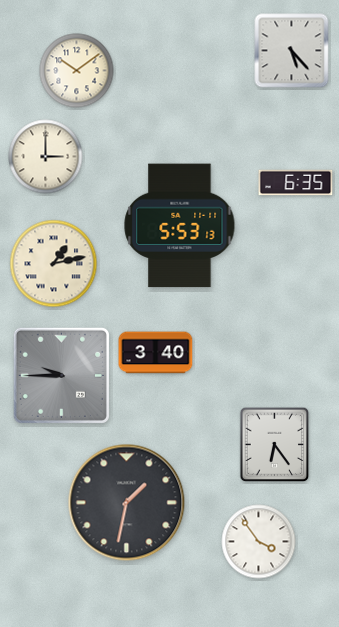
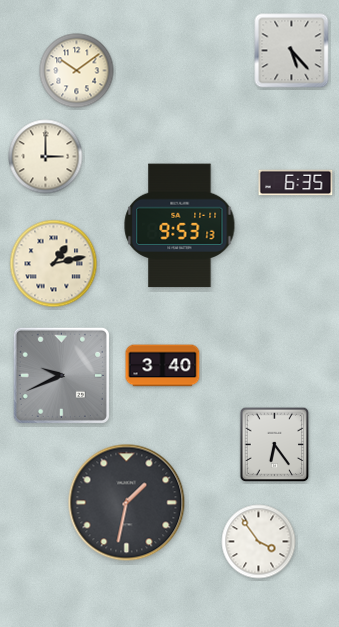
clock at (180, 226): 5:53 -> 9:53
clock at (156, 353) position: (156, 353) -> (163, 366)
clock at (61, 375): 9:45 -> 9:41
